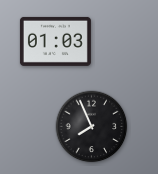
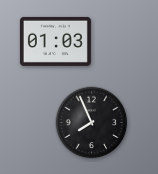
clock at (92, 127) position: (92, 127) -> (92, 123)
